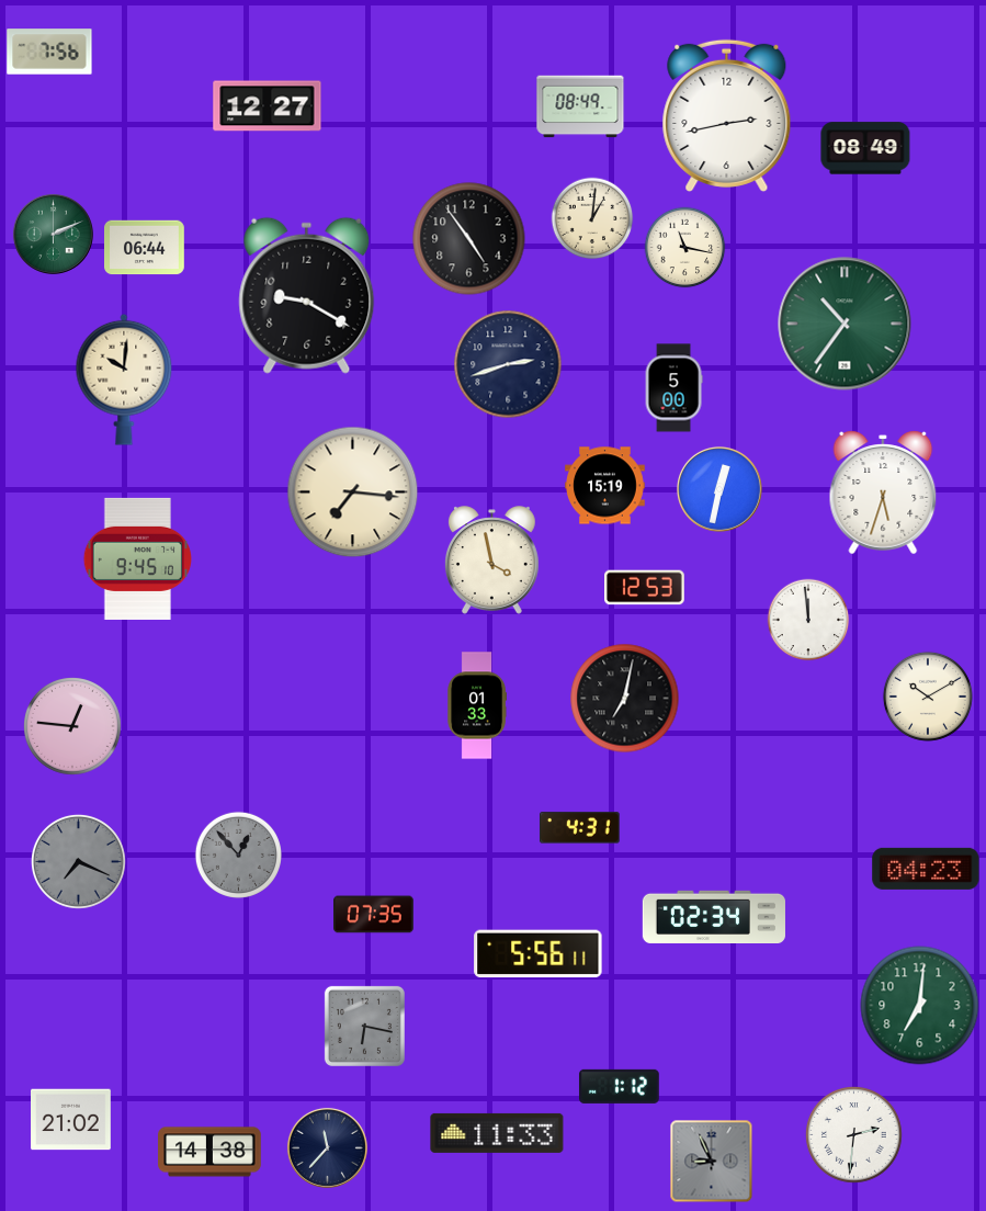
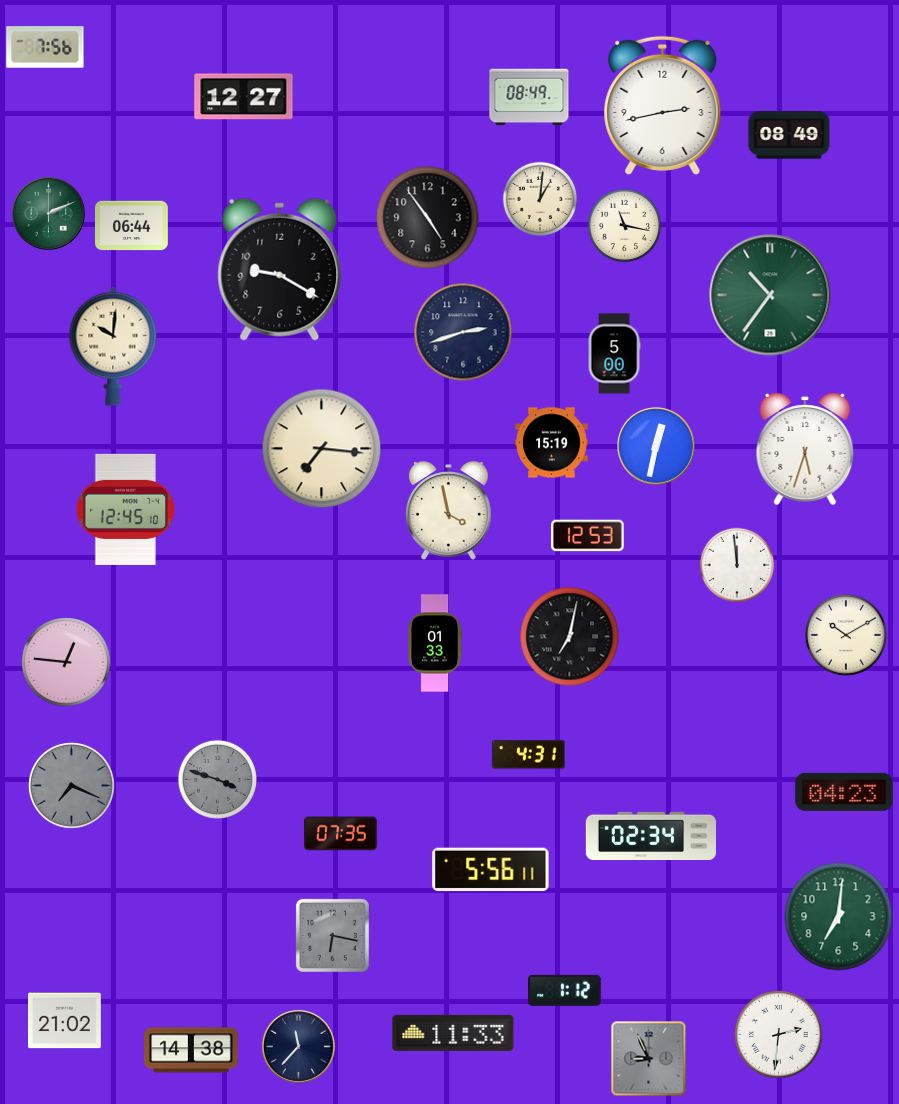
clock at (137, 558): 9:45 -> 12:45
clock at (238, 855): 12:53 -> 3:48
